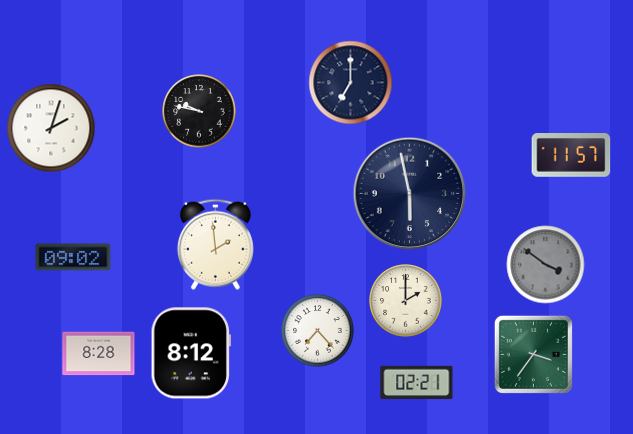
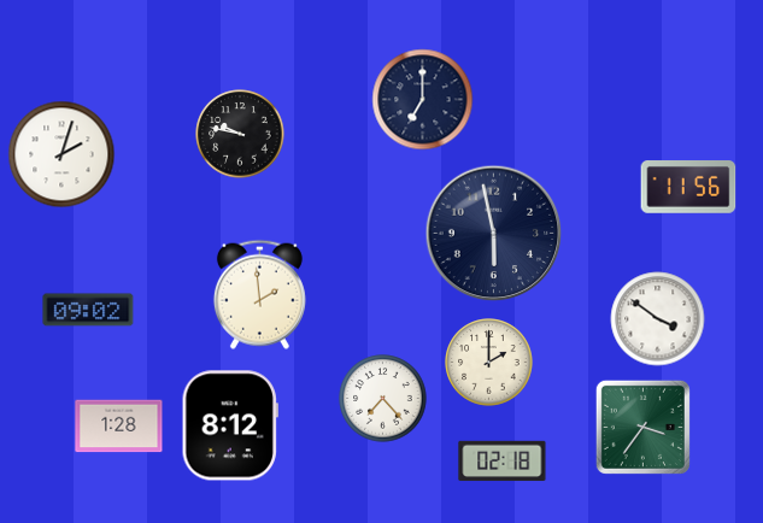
clock at (571, 156): 11:57 -> 11:56
clock at (546, 265) dial: grey -> white
clock at (99, 354): 8:28 -> 1:28
clock at (417, 383): 02:21 -> 02:18
